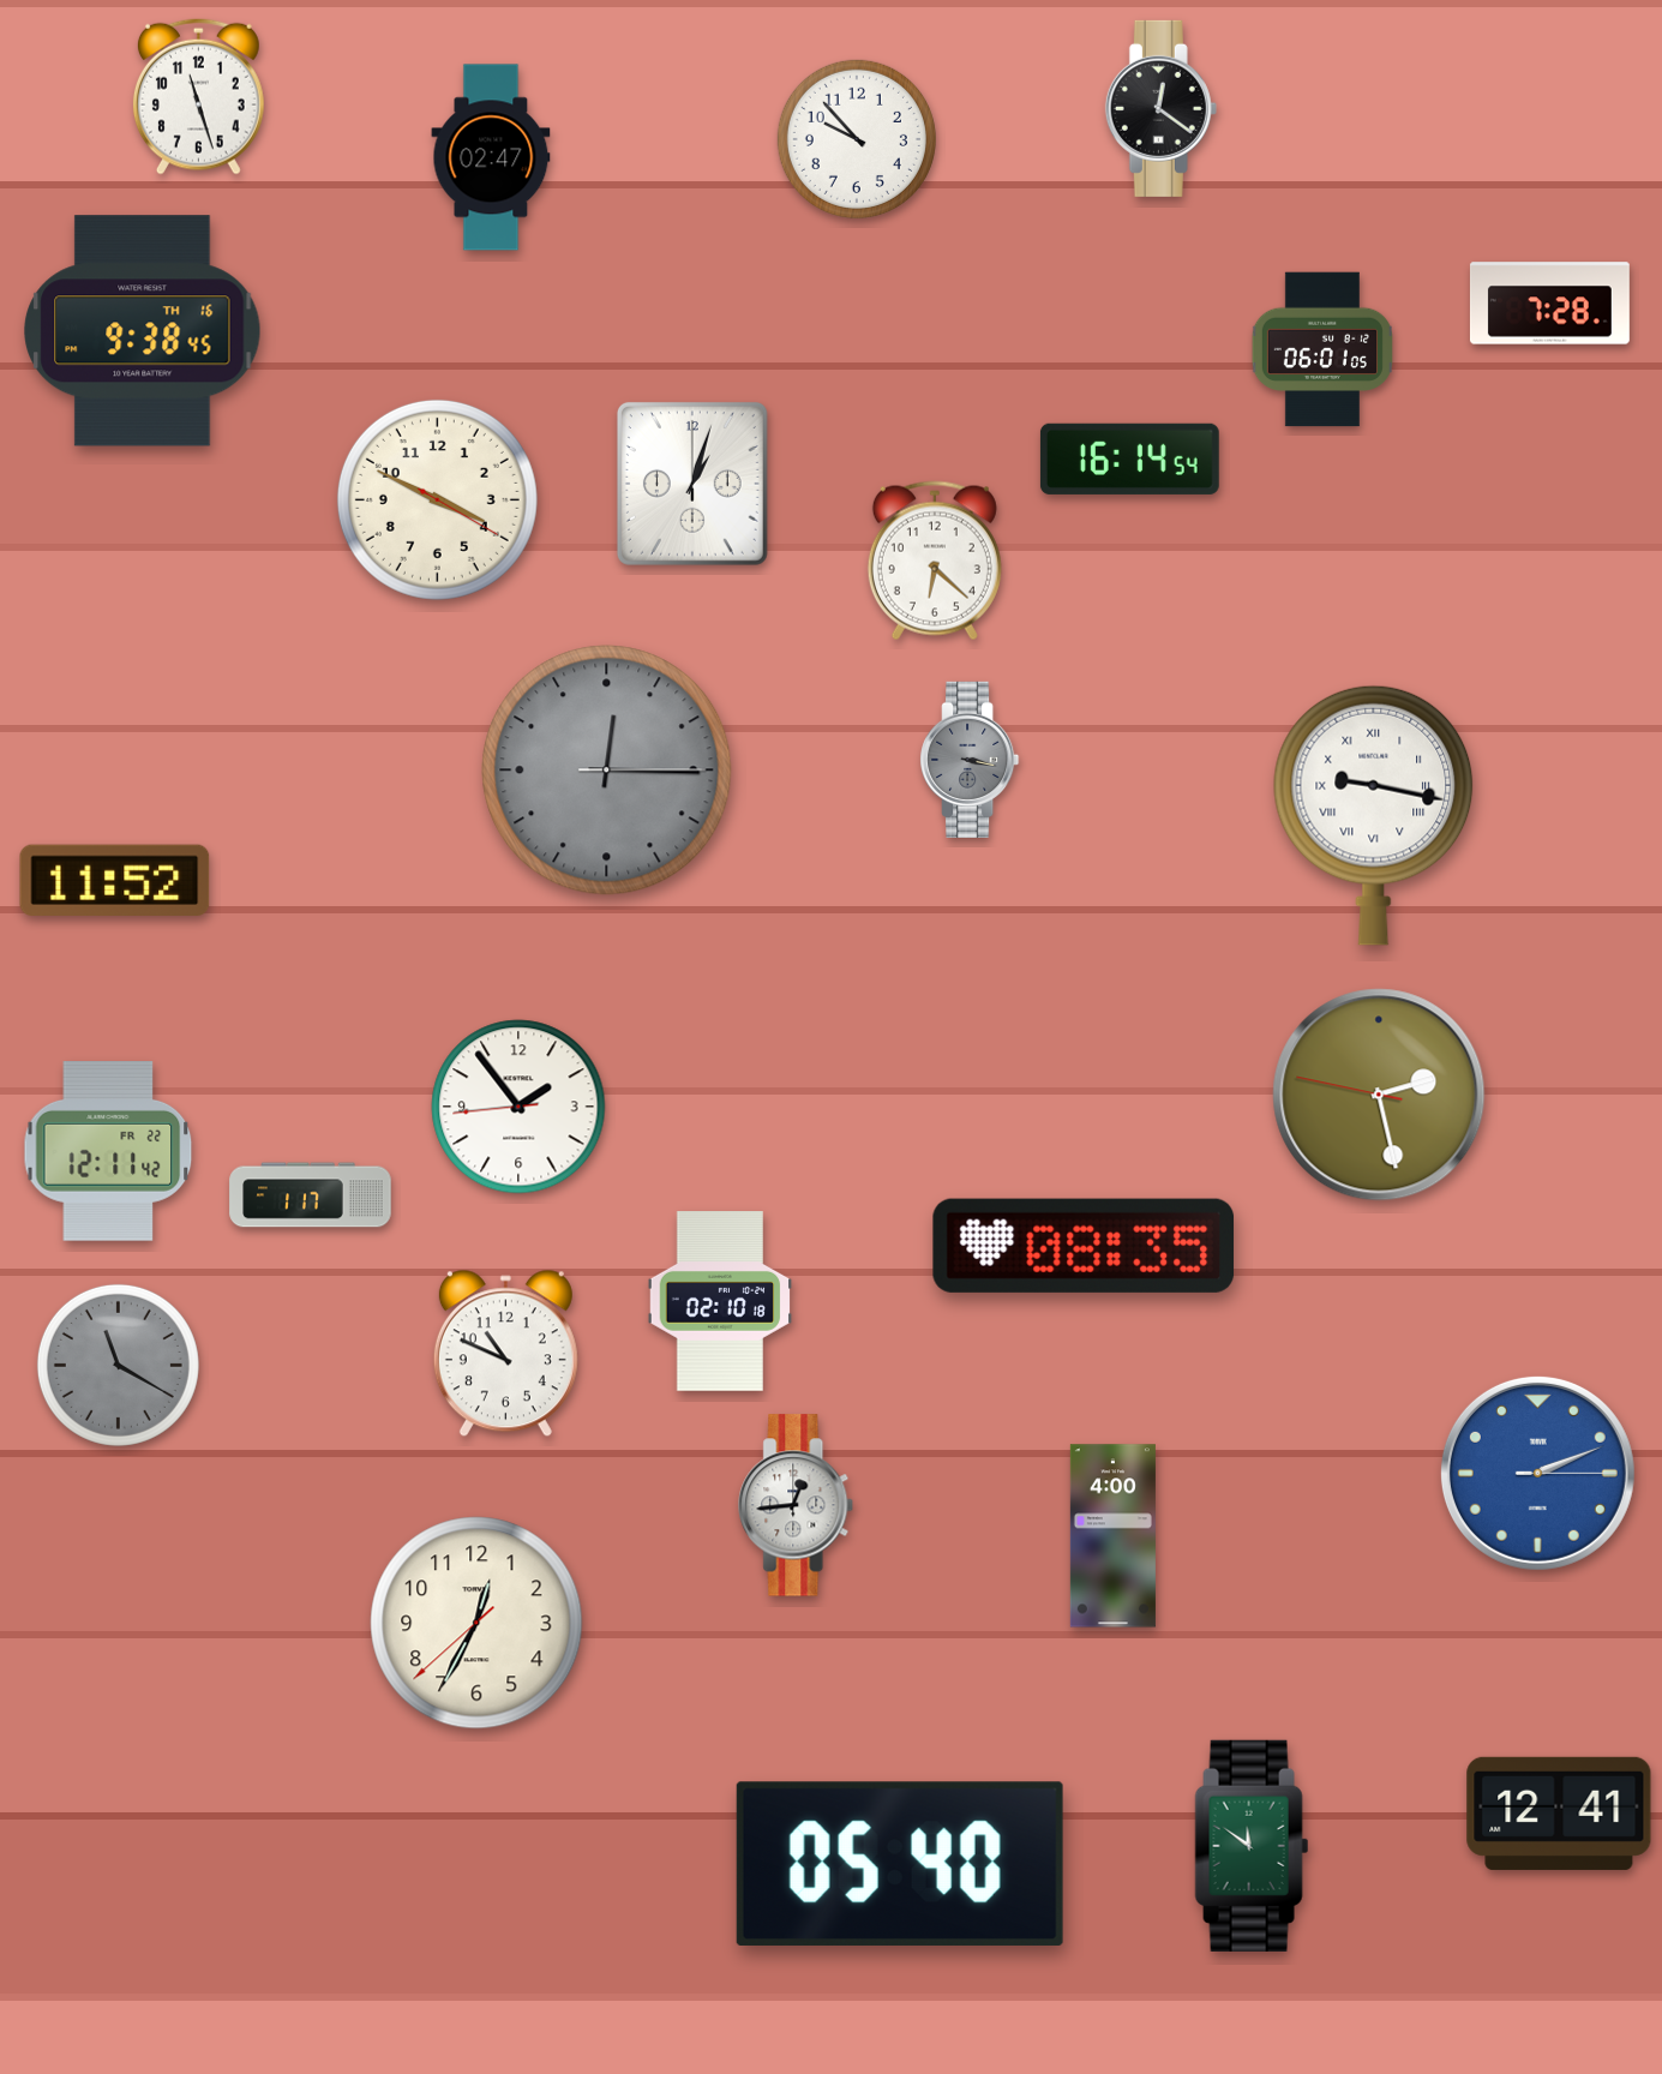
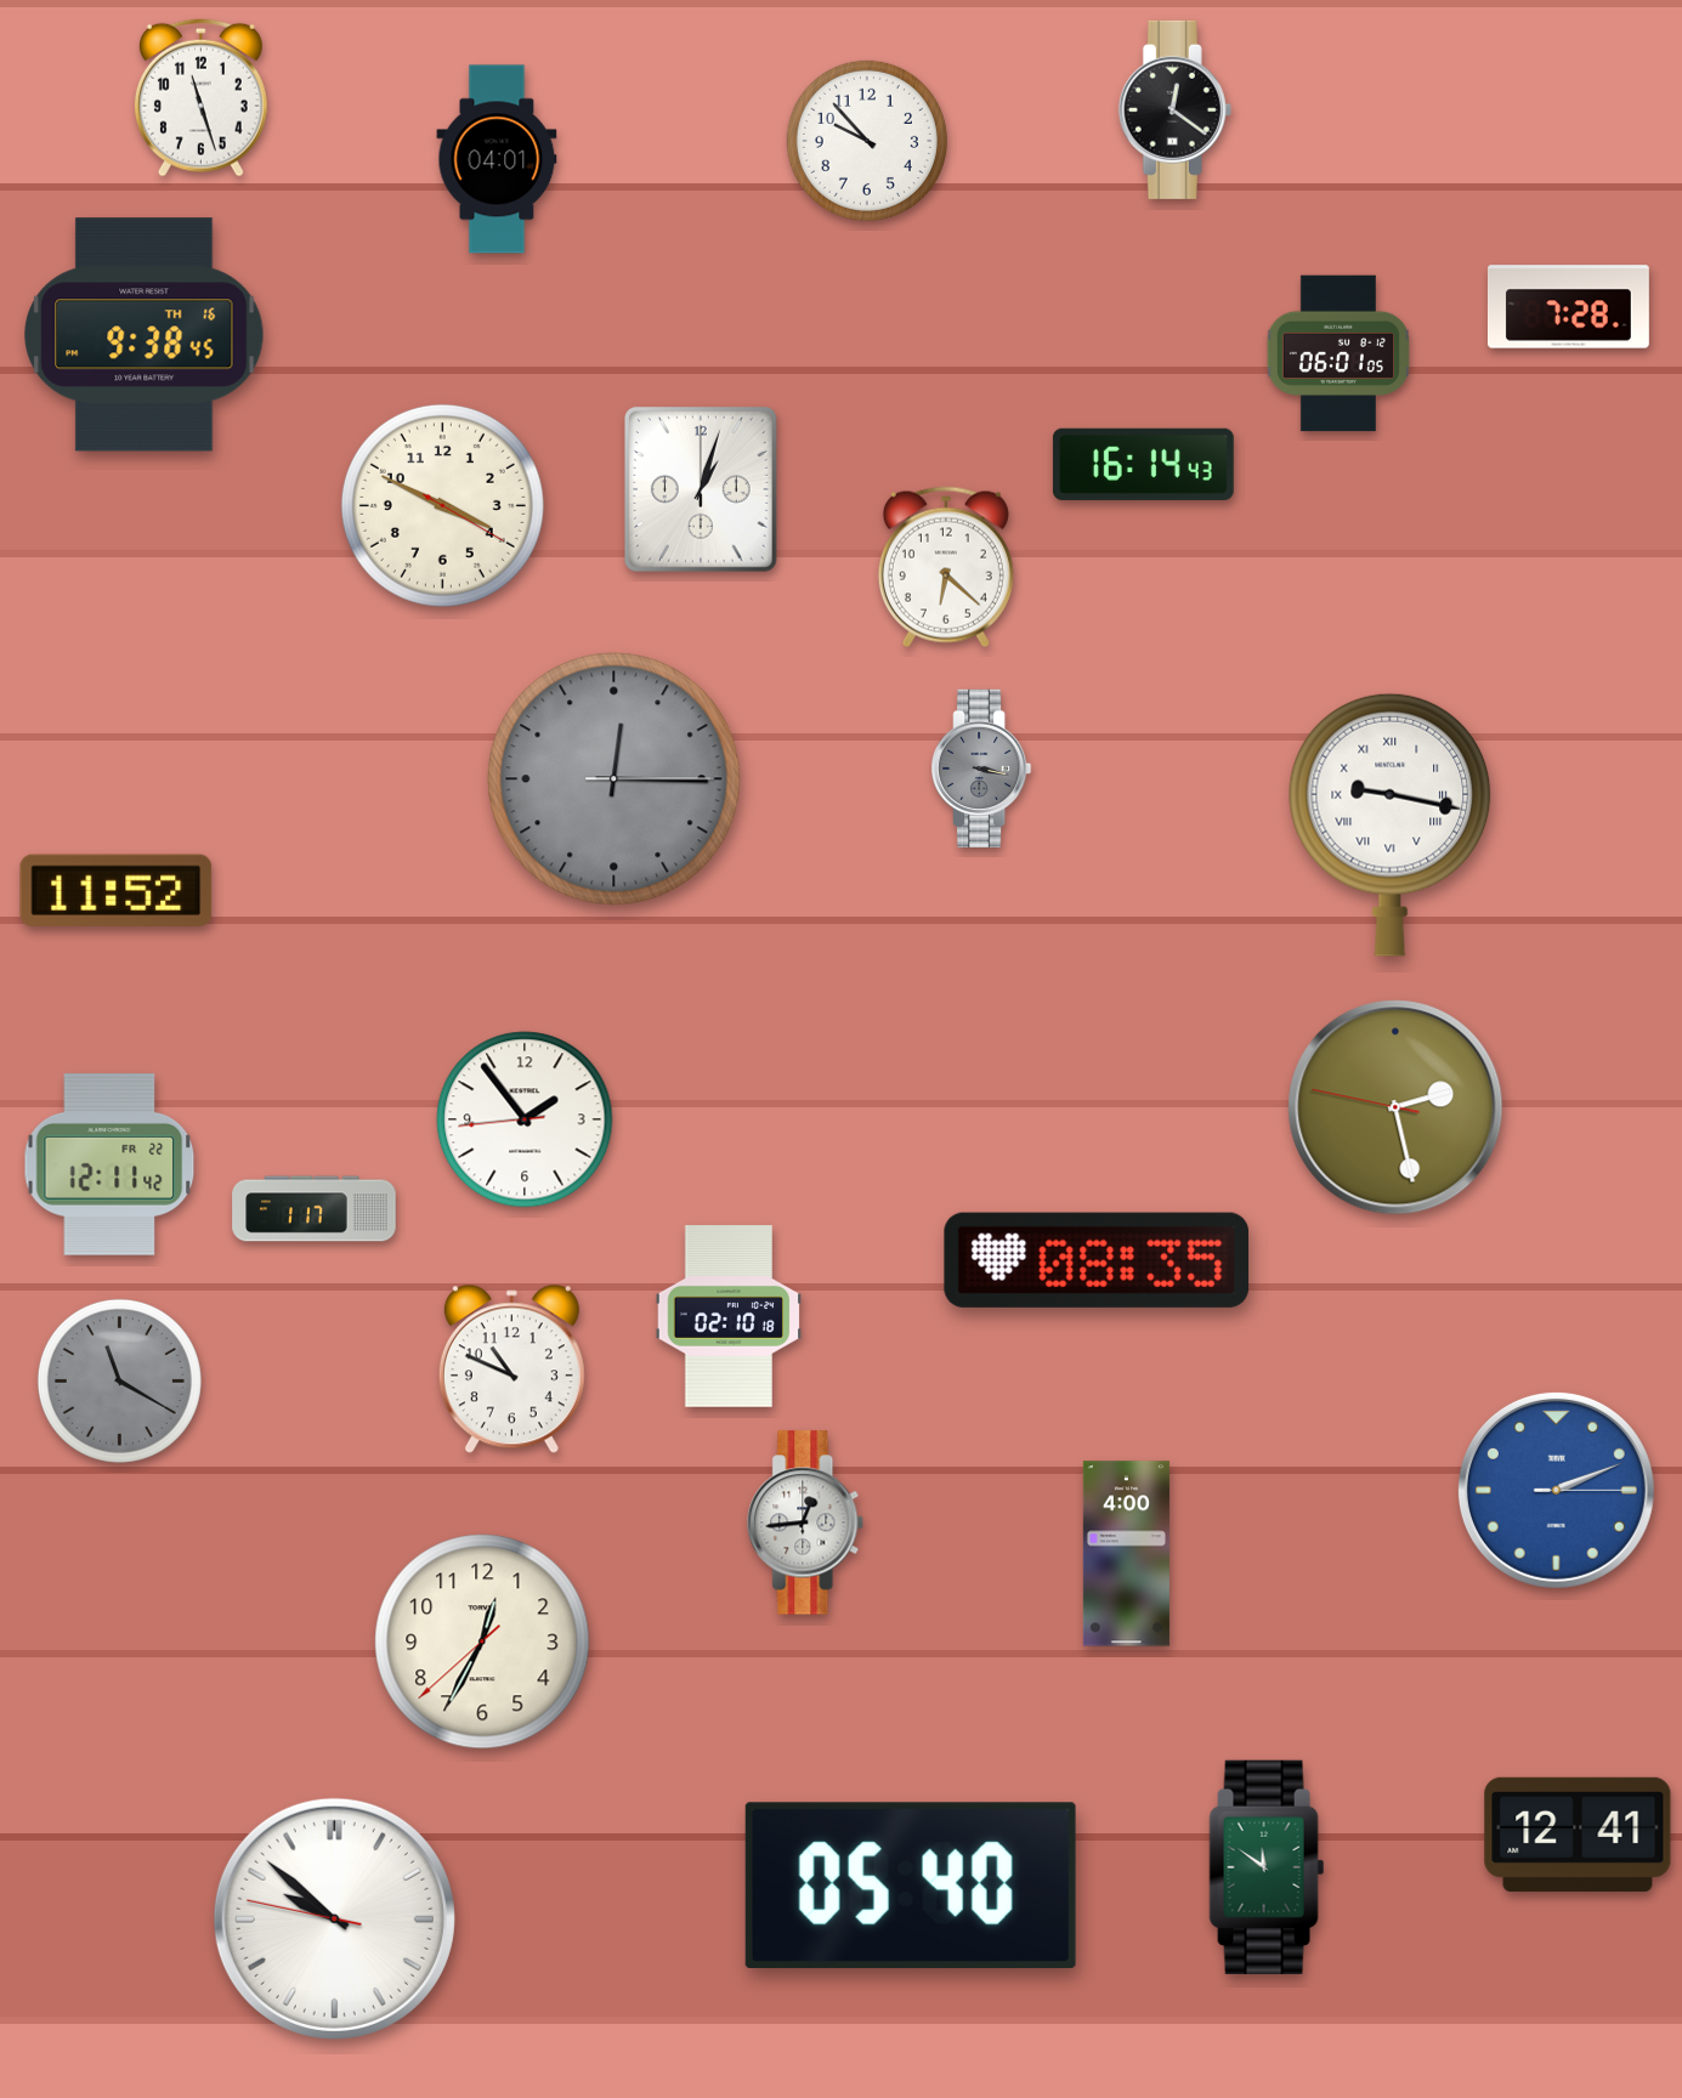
clock at (491, 157): 02:47 -> 04:01
clock at (1129, 458): 16:14:54 -> 16:14:43
clock at (334, 1918): none -> 9:51
